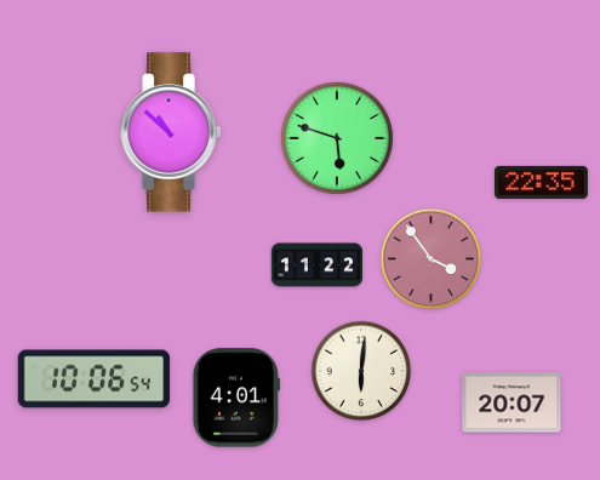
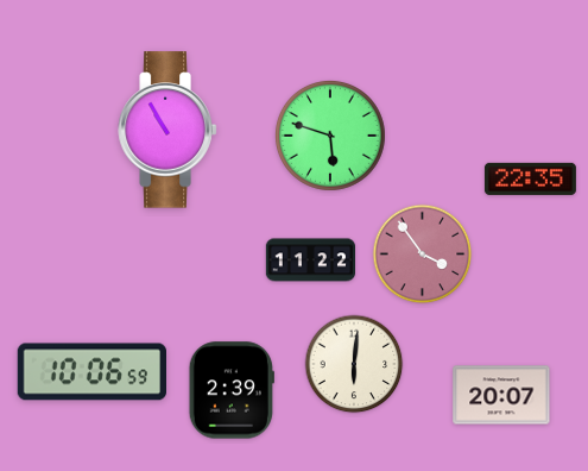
clock at (171, 132): 10:52 -> 10:55
clock at (93, 379): 10:06:54 -> 10:06:59
clock at (236, 398): 4:01 -> 2:39
